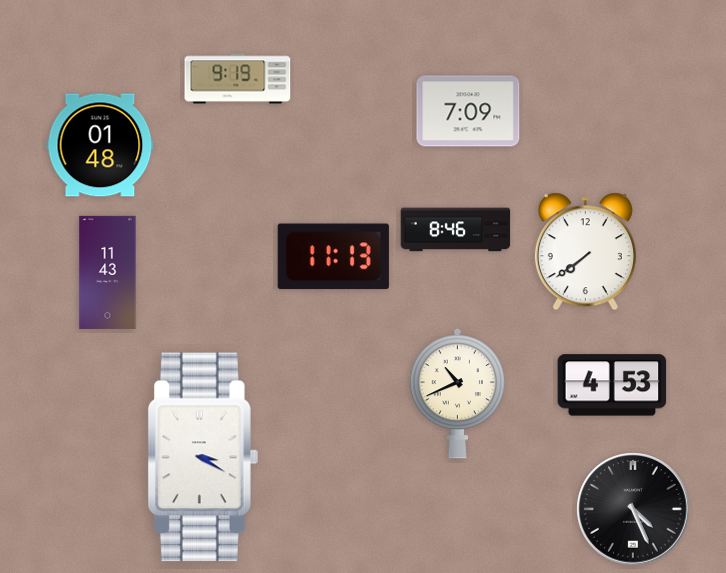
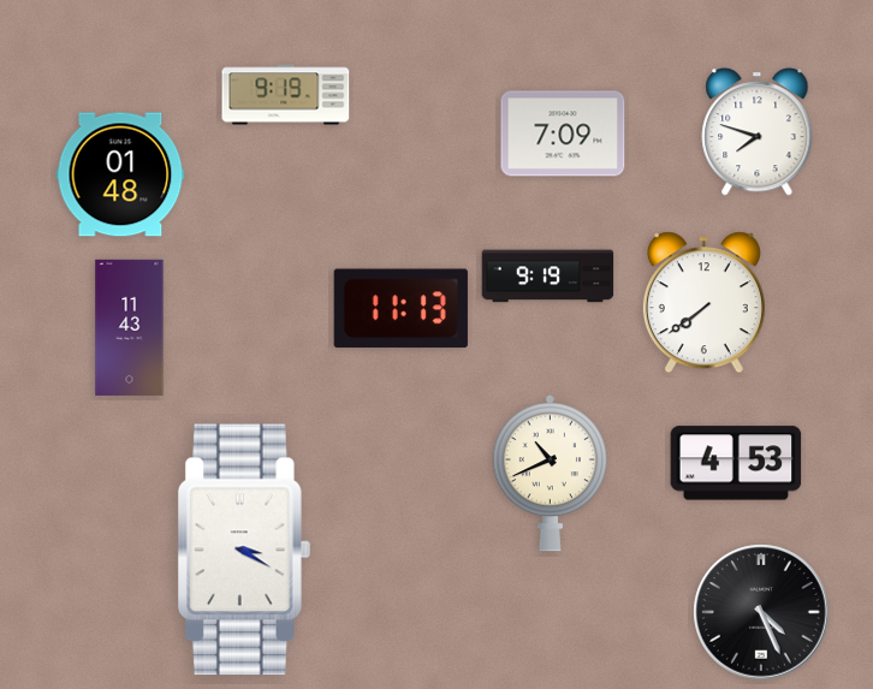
clock at (758, 132): none -> 7:48
clock at (456, 230): 8:46 -> 9:19
